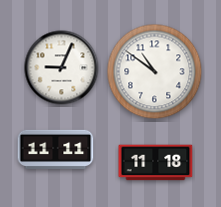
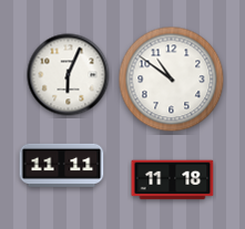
clock at (62, 68): 9:04 -> 6:04
